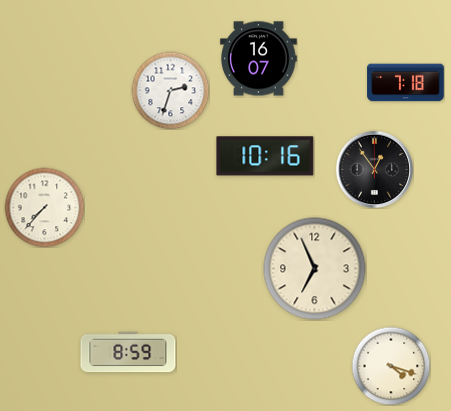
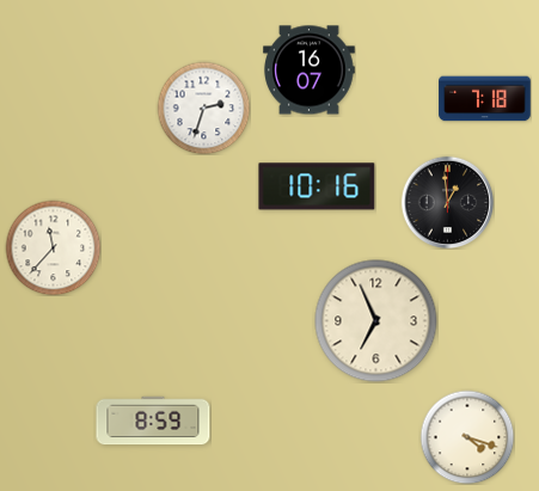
clock at (374, 169): 12:54 -> 12:59
clock at (44, 207): 7:37 -> 11:37
